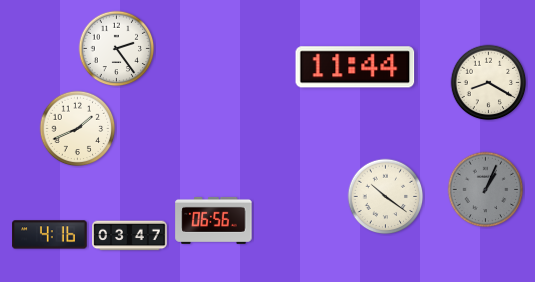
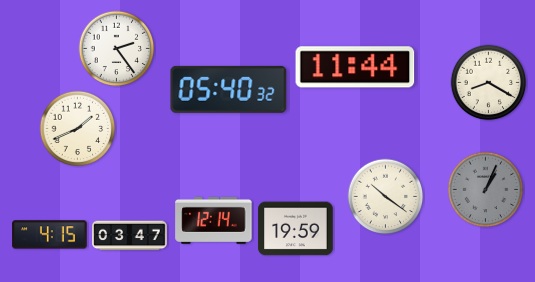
clock at (229, 89): none -> 05:40
clock at (214, 220): 06:56 -> 12:14
clock at (296, 229): none -> 19:59
clock at (50, 235): 4:16 -> 4:15
